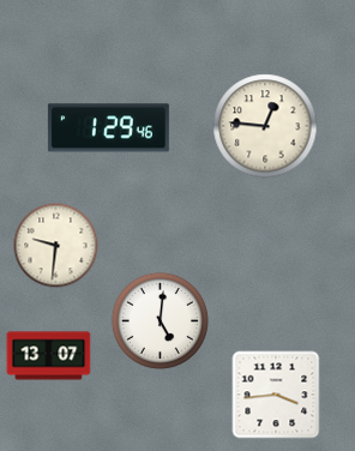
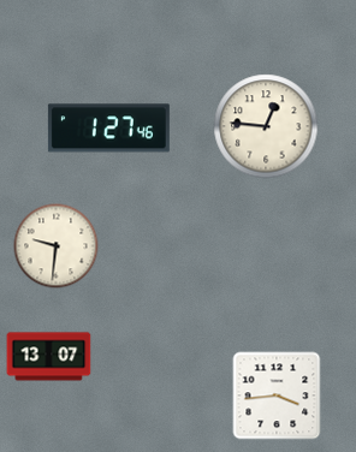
clock at (108, 128): 1:29 -> 1:27
clock at (160, 320): 5:01 -> none
